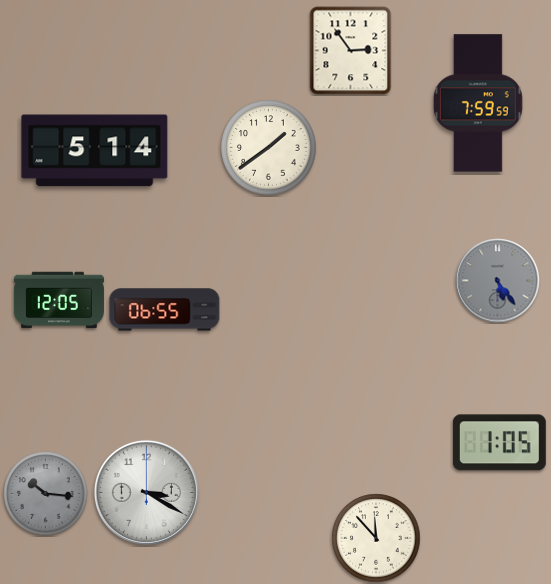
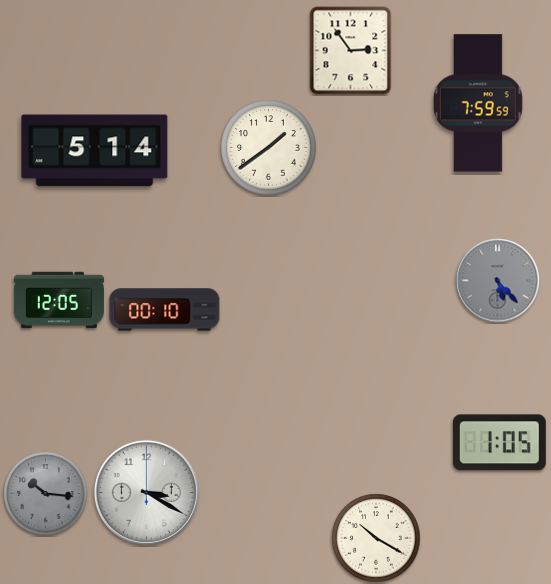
clock at (498, 281): 5:24 -> 5:23
clock at (165, 310): 06:55 -> 00:10
clock at (376, 538): 11:53 -> 10:20
